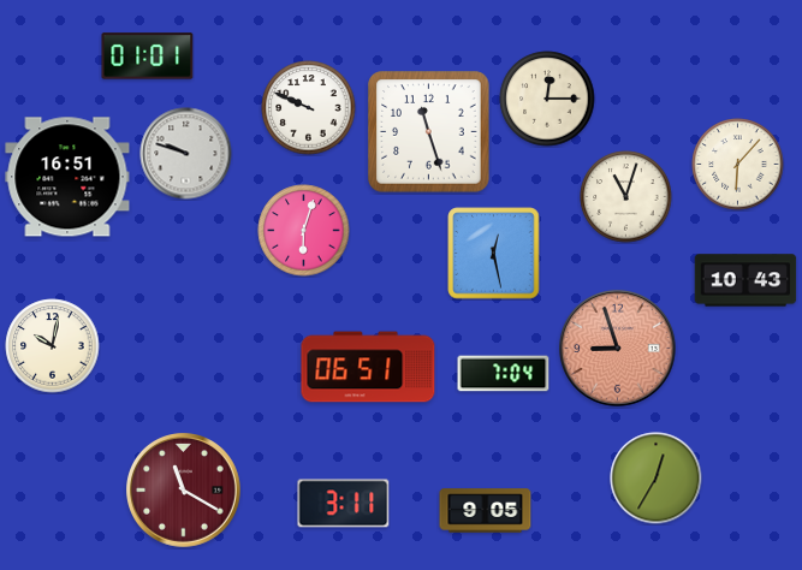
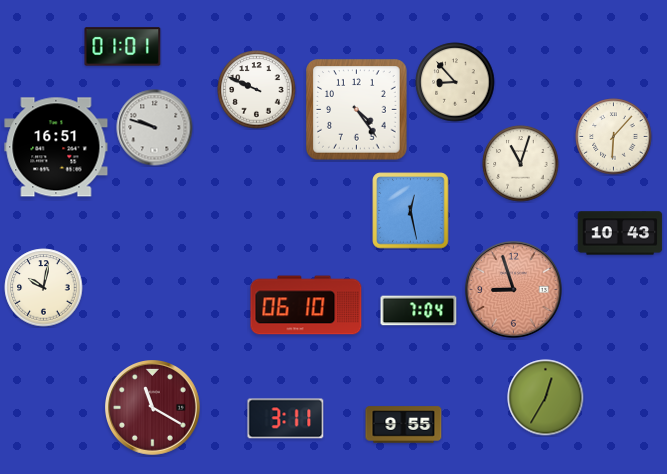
clock at (547, 99): 12:15 -> 8:53
clock at (429, 132): 11:27 -> 4:24
clock at (304, 231): 6:03 -> none
clock at (368, 367): 06:51 -> 06:10
clock at (486, 511): 9:05 -> 9:55
